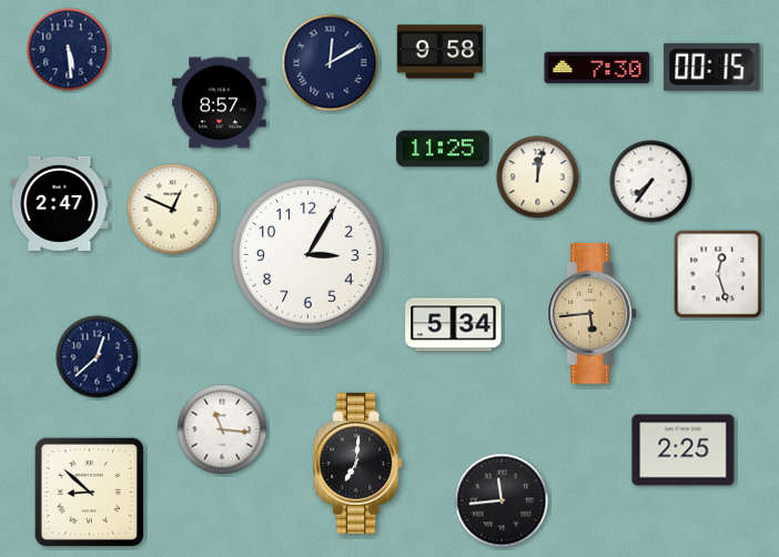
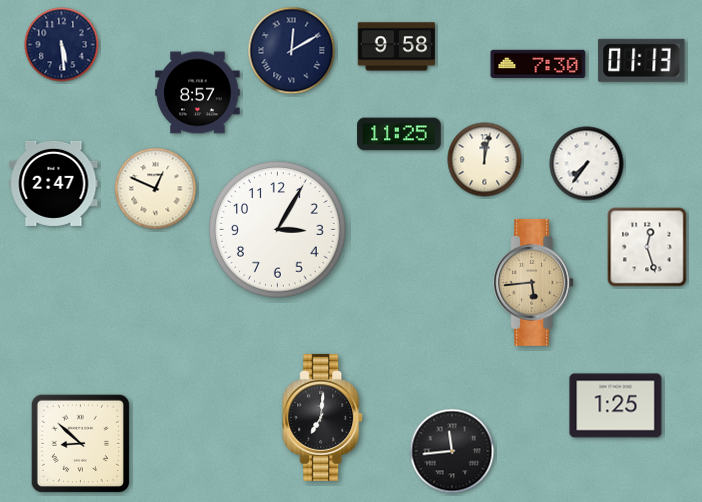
clock at (331, 63) position: (331, 63) -> (292, 51)
clock at (597, 67) position: (597, 67) -> (538, 63)
clock at (712, 67): 00:15 -> 01:13
clock at (454, 325): 5:34 -> none
clock at (98, 357): 12:38 -> none
clock at (222, 429): 11:16 -> none
clock at (684, 450): 2:25 -> 1:25
